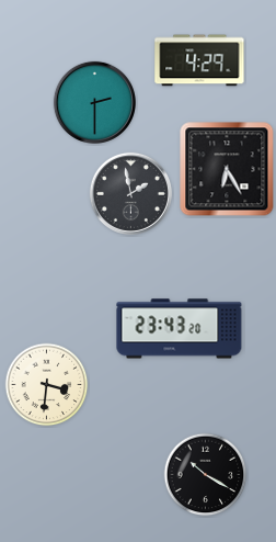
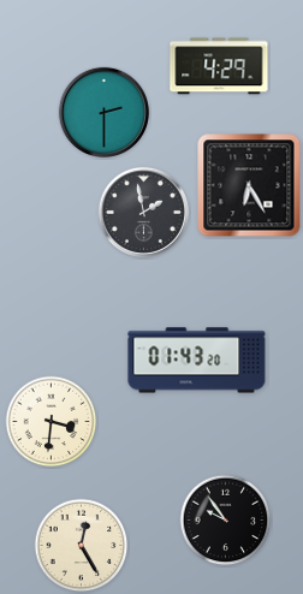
clock at (180, 329): 23:43 -> 01:43
clock at (206, 475): 10:20 -> 9:54
clock at (82, 546): none -> 12:25
